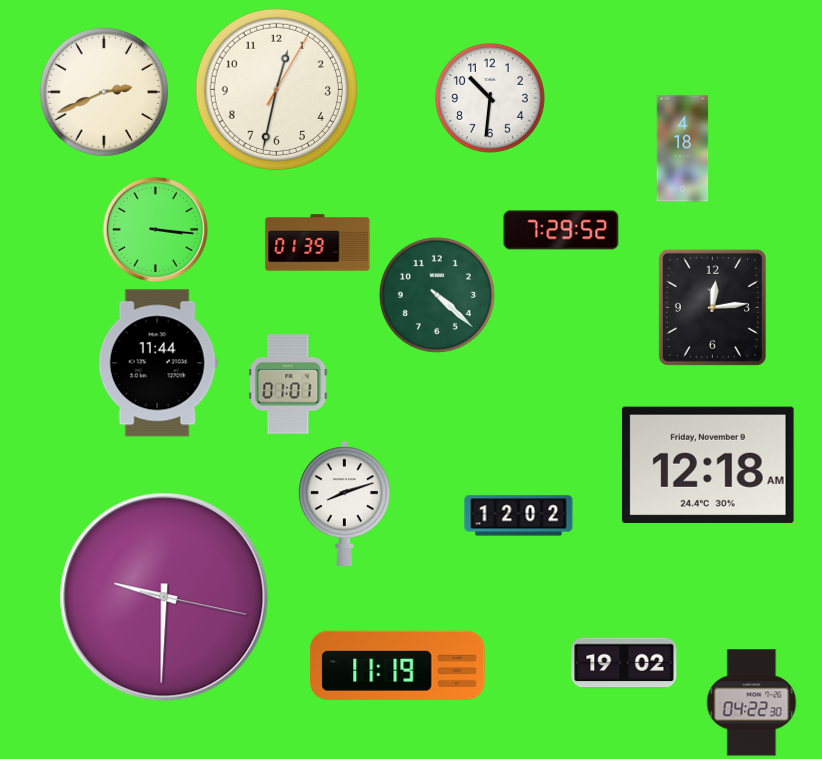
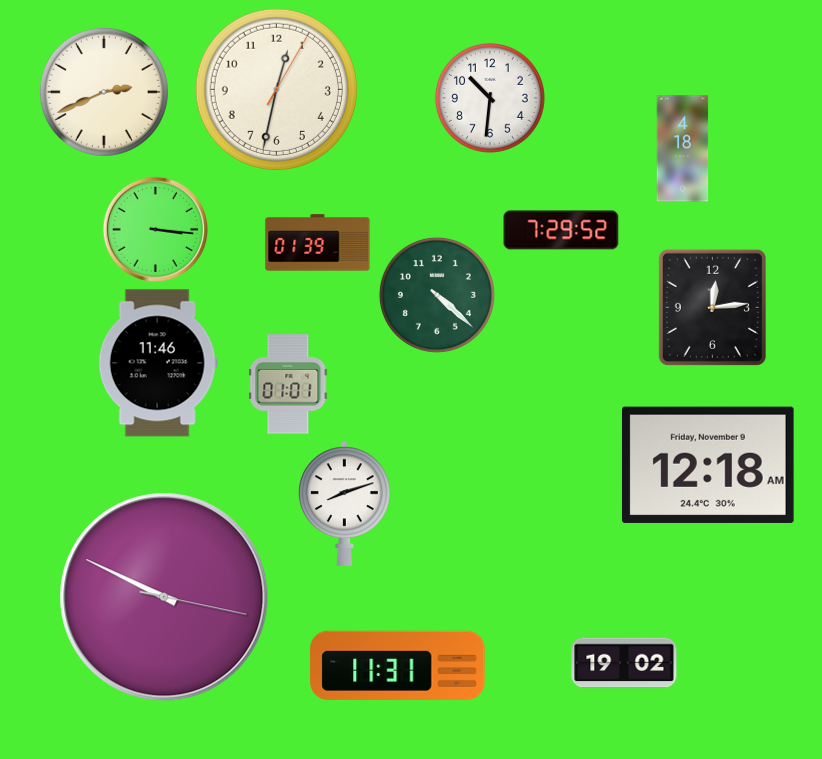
clock at (158, 363): 11:44 -> 11:46
clock at (519, 516): 12:02 -> none
clock at (164, 597): 9:30 -> 9:49
clock at (398, 665): 11:19 -> 11:31
clock at (752, 703): 04:22 -> none
